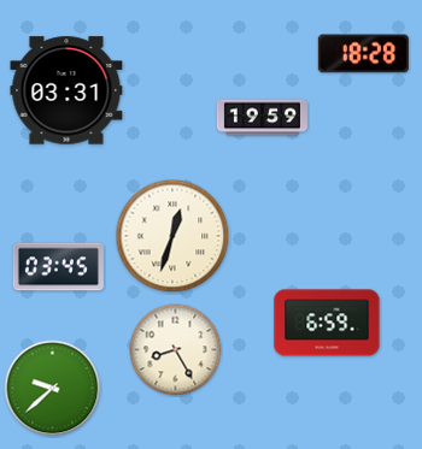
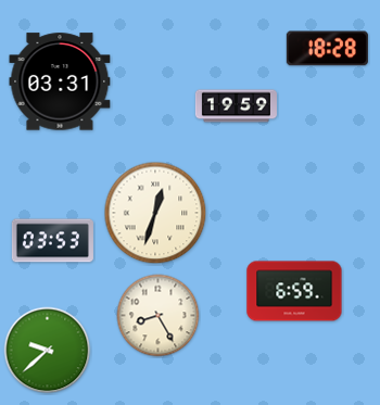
clock at (58, 267): 03:45 -> 03:53
